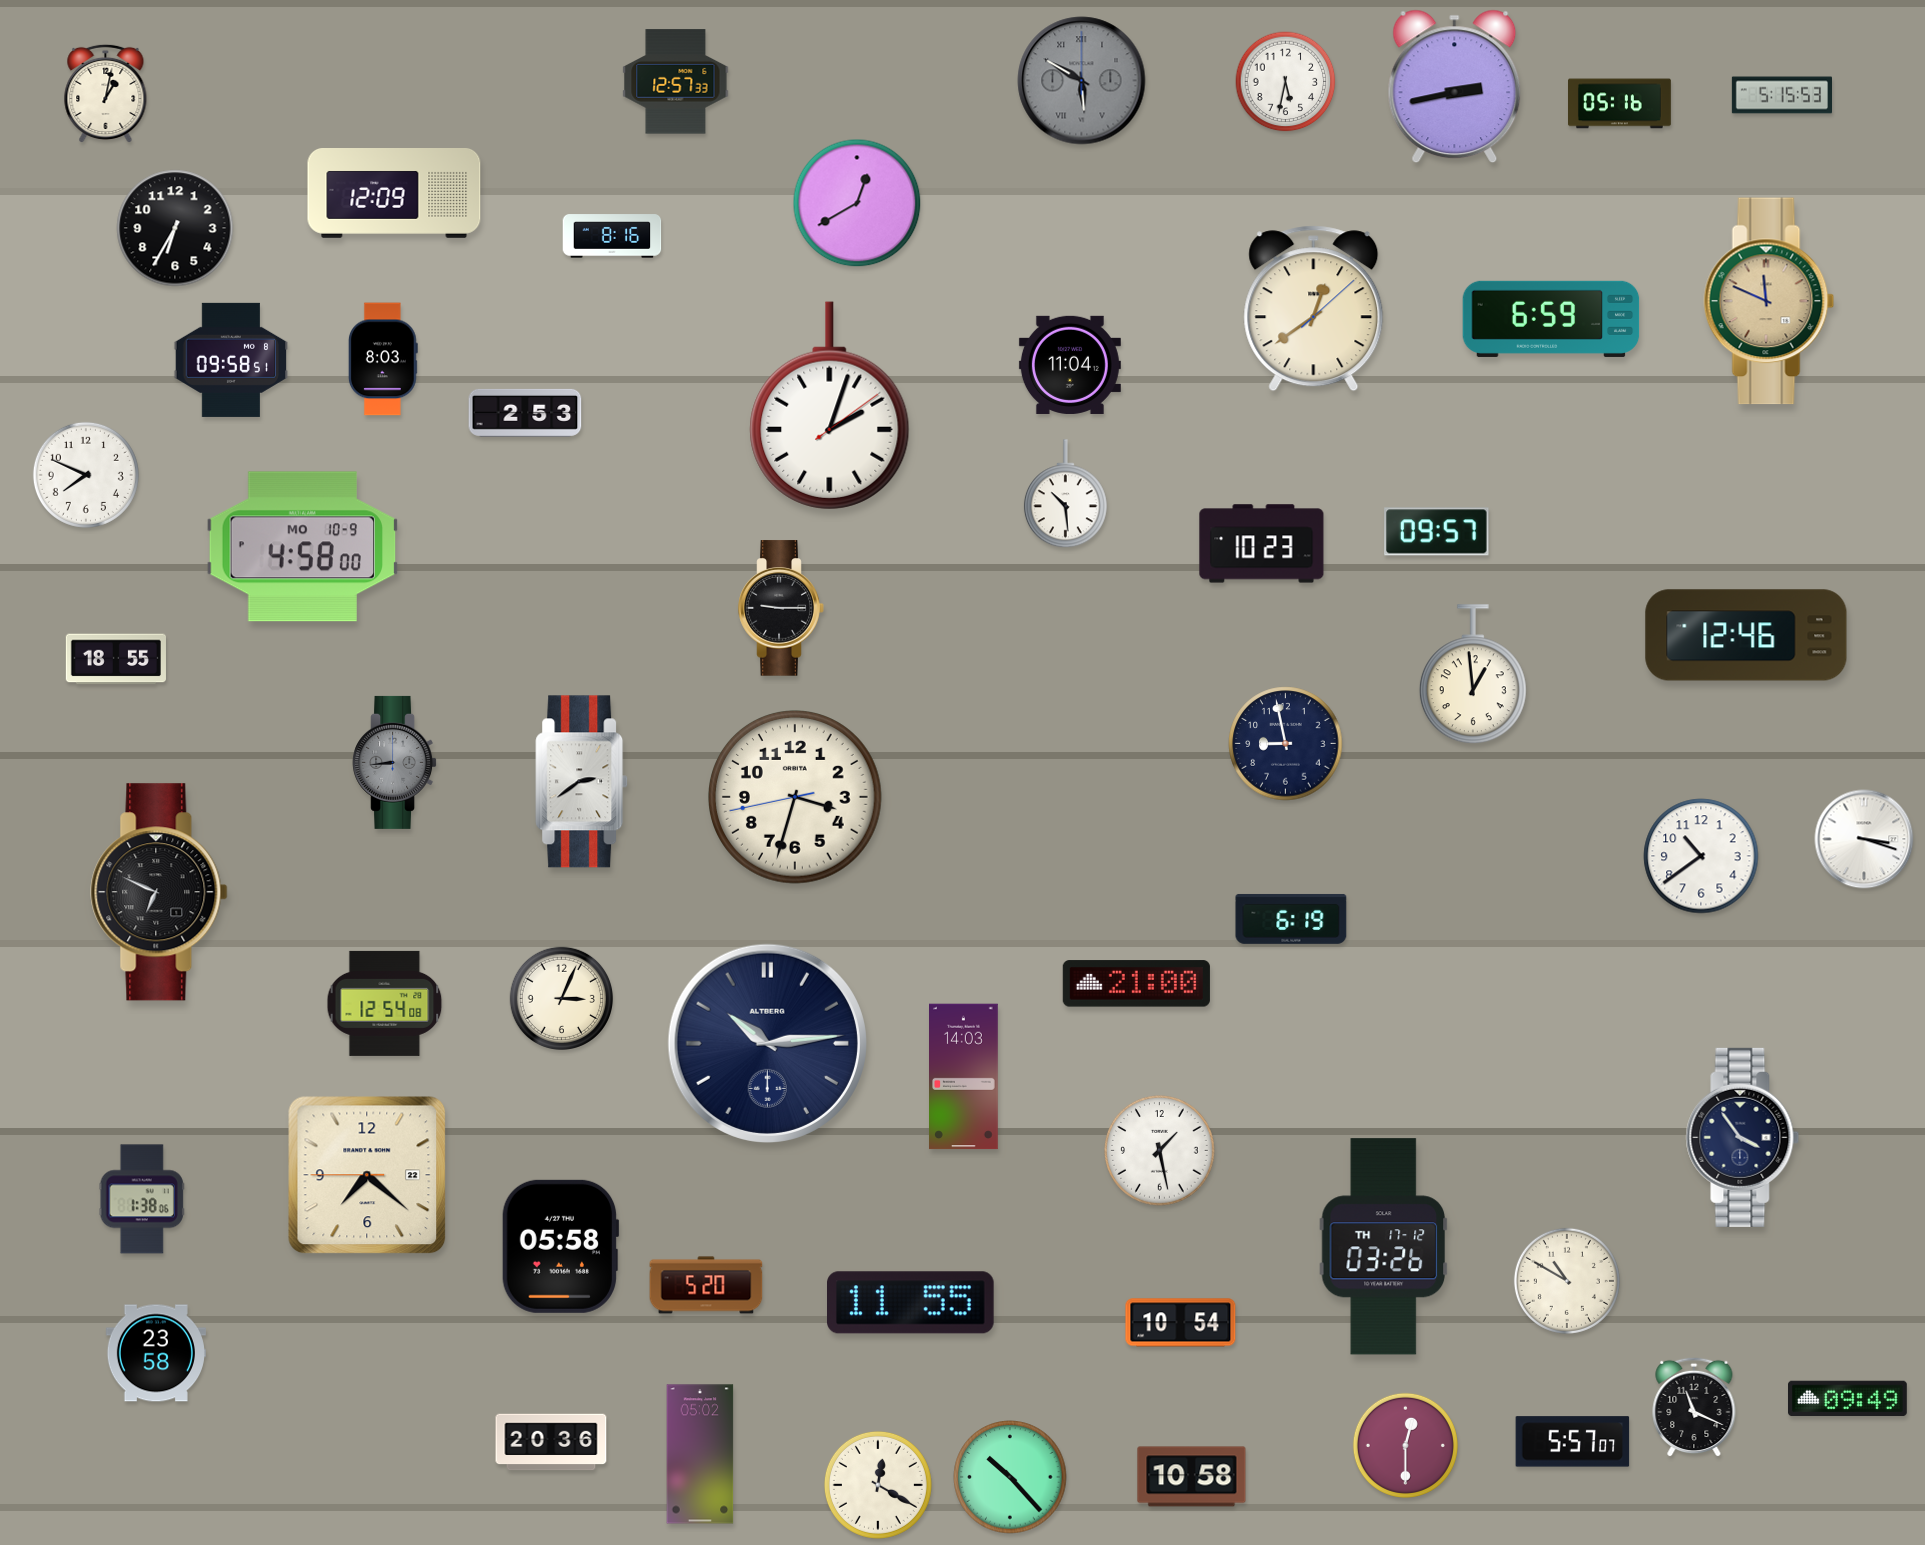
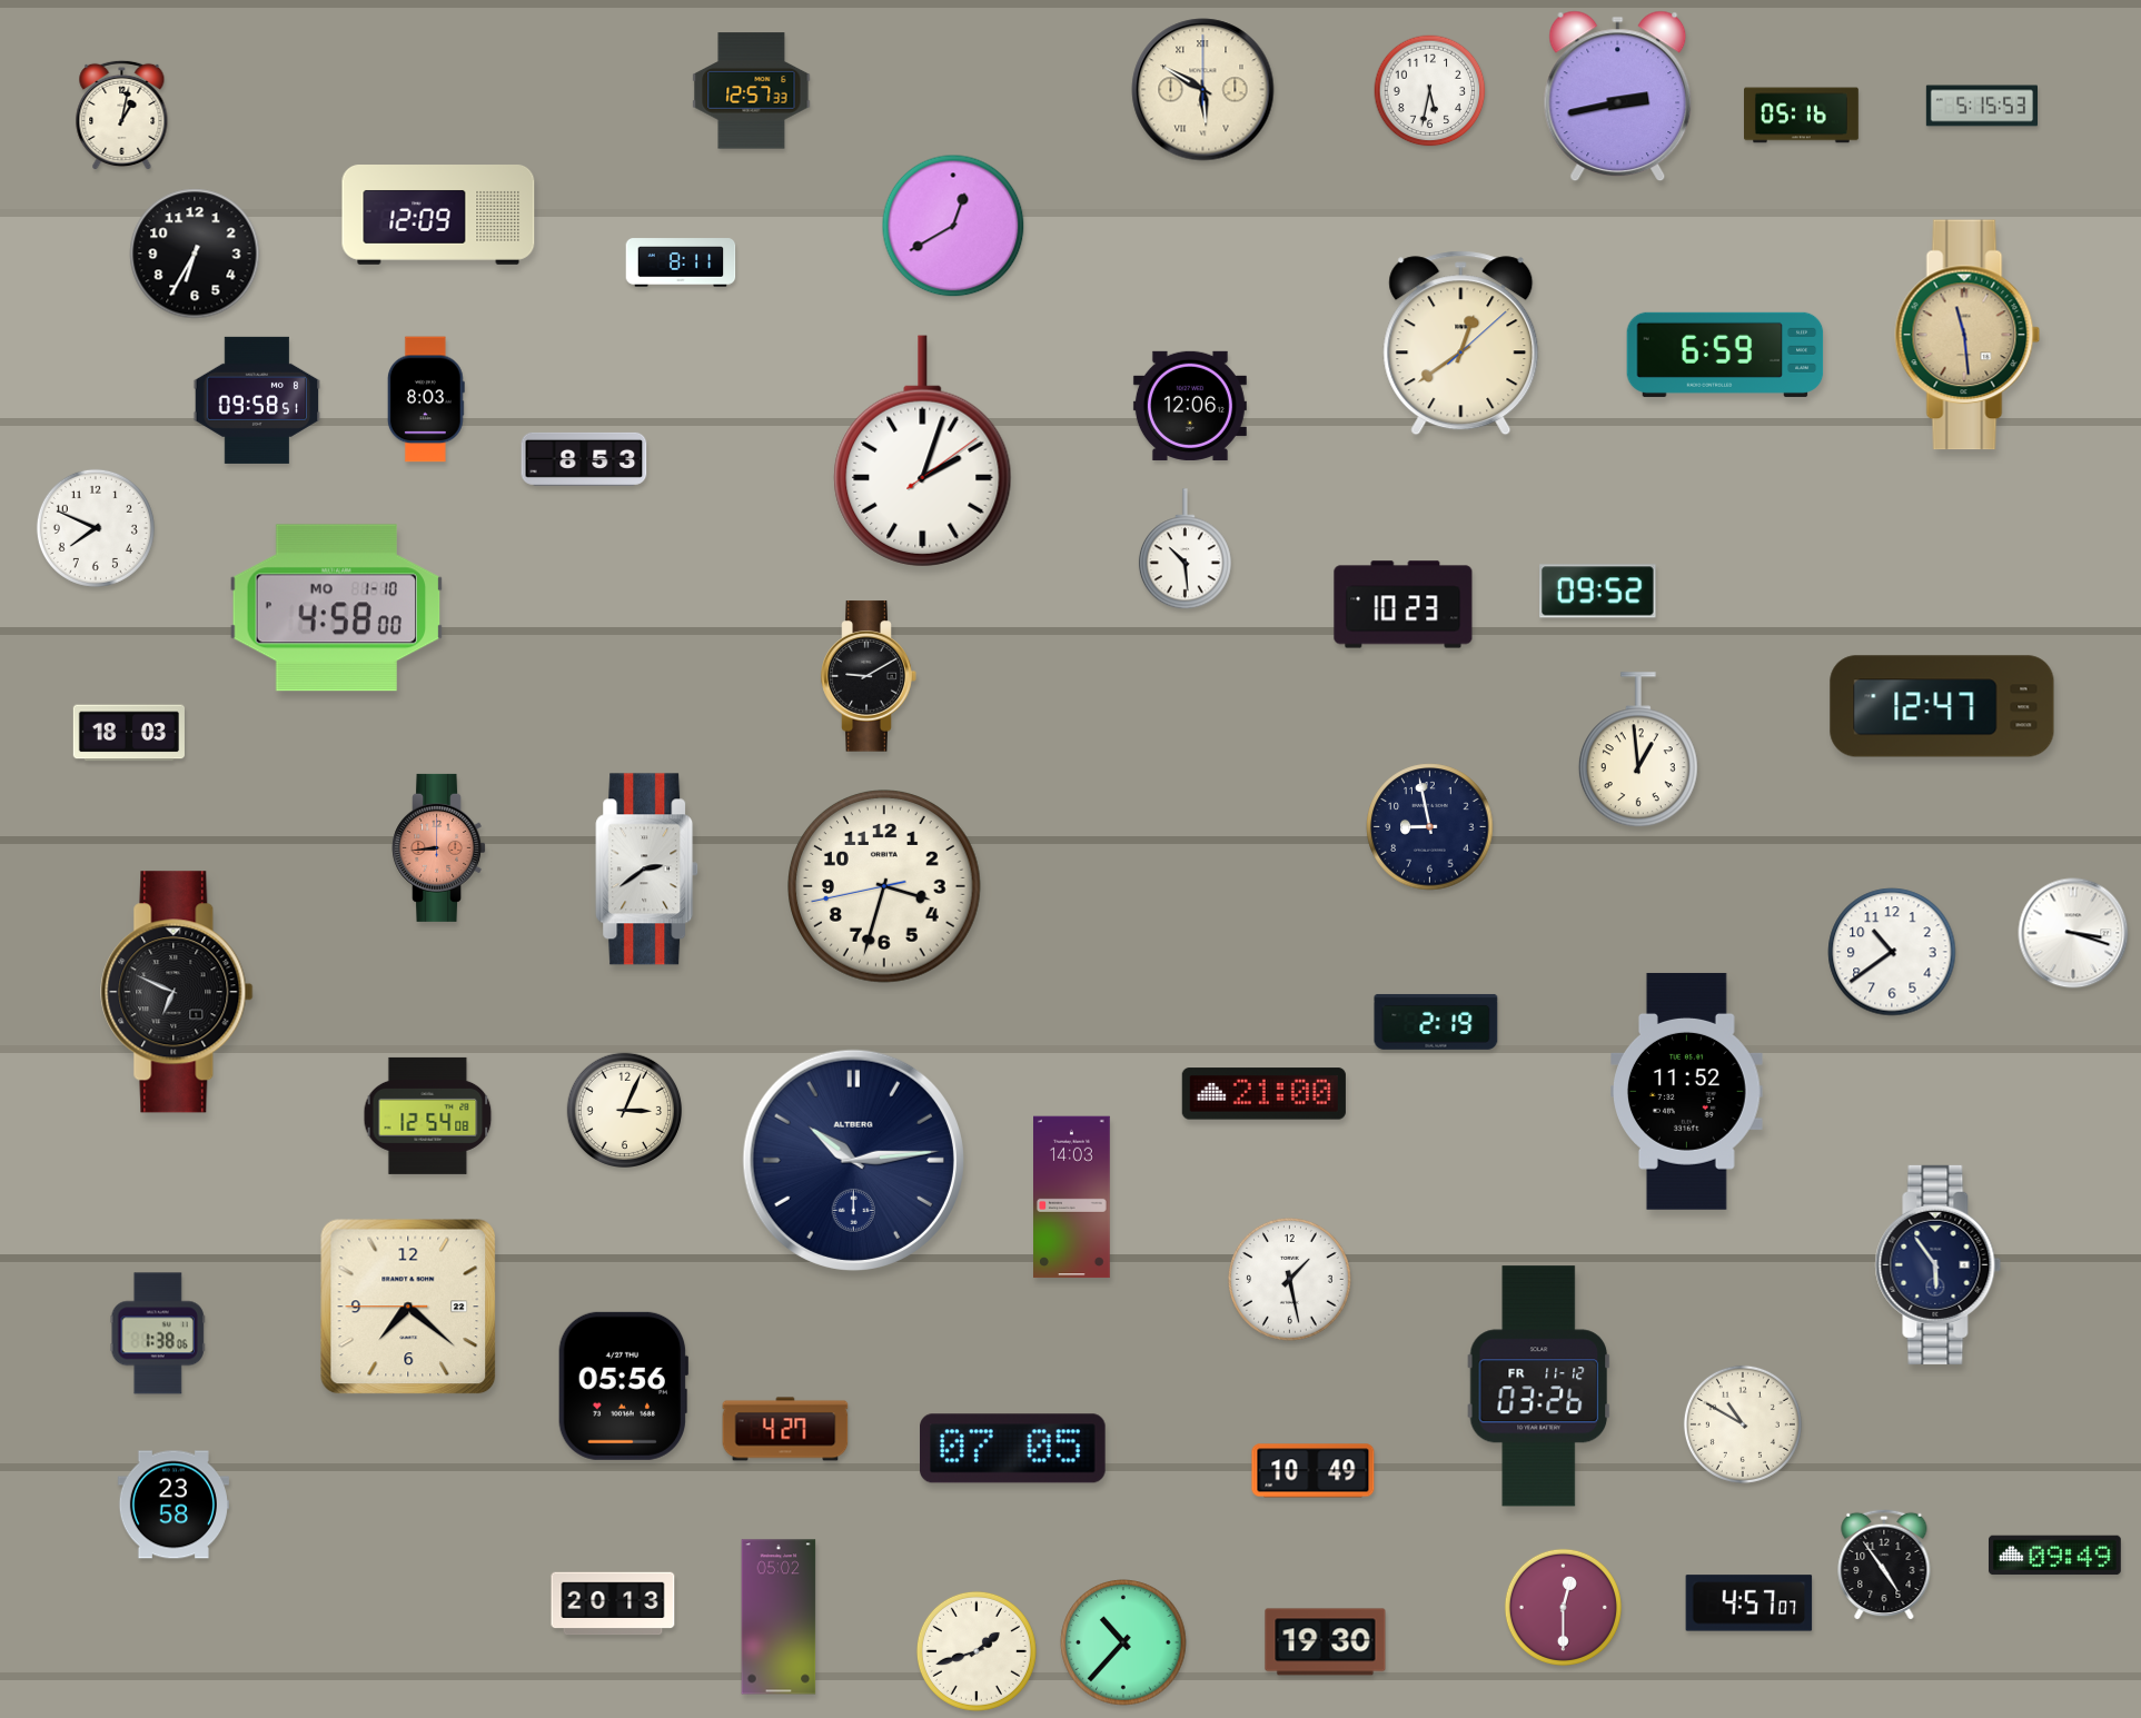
clock at (1082, 81) dial: grey -> cream
clock at (106, 94) position: (106, 94) -> (122, 116)
clock at (612, 236): 8:16 -> 8:11
clock at (1769, 301): 11:49 -> 11:29
clock at (1070, 365): 11:04 -> 12:06
clock at (525, 413): 2:53 -> 8:53
clock at (1437, 532): 09:57 -> 09:52
clock at (303, 547) date: MO 10-9 -> MO 1-10
clock at (781, 608): 9:15 -> 9:10
clock at (1746, 635): 12:46 -> 12:47
clock at (116, 659): 18:55 -> 18:03
clock at (395, 762) dial: grey -> salmon
clock at (1291, 919): 6:19 -> 2:19
clock at (1687, 1091): none -> 11:52
clock at (1743, 1137): 3:54 -> 5:54
clock at (560, 1246): 05:58 -> 05:56
clock at (1384, 1247) date: TH 17-12 -> FR 11-12
clock at (706, 1285): 5:20 -> 4:27
clock at (911, 1303): 11:55 -> 07:05
clock at (1181, 1323): 10:54 -> 10:49
clock at (1694, 1407): 11:19 -> 4:54
clock at (551, 1442): 20:36 -> 20:13
clock at (1573, 1442): 5:57 -> 4:57
clock at (1010, 1477): 10:23 -> 10:37
clock at (1192, 1477): 10:58 -> 19:30
clock at (878, 1485): 12:20 -> 1:42
